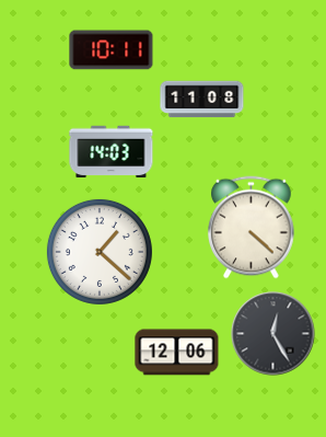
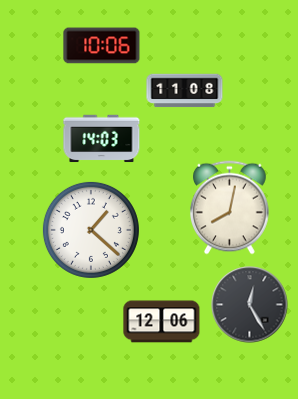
clock at (112, 50): 10:11 -> 10:06
clock at (252, 228): 4:22 -> 8:02
